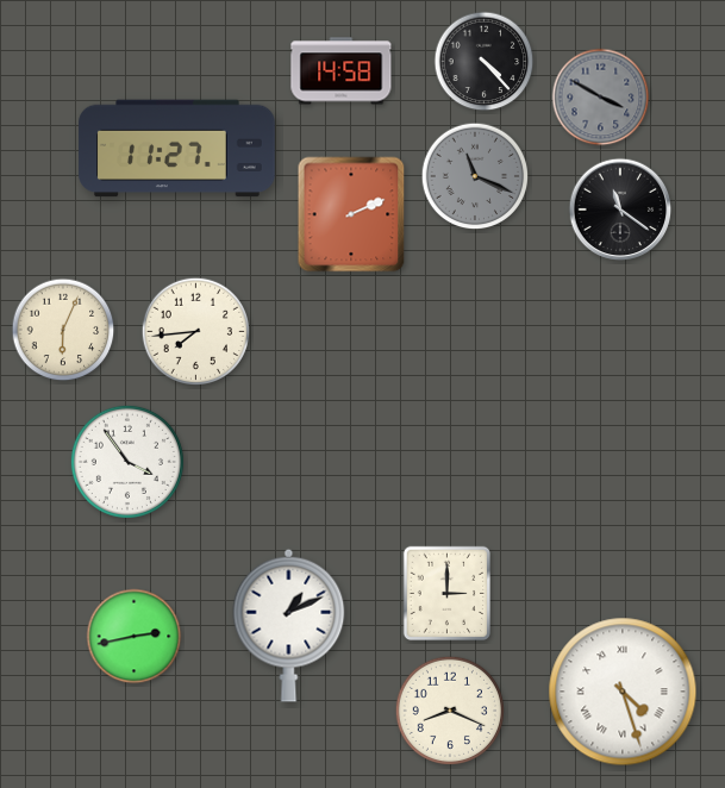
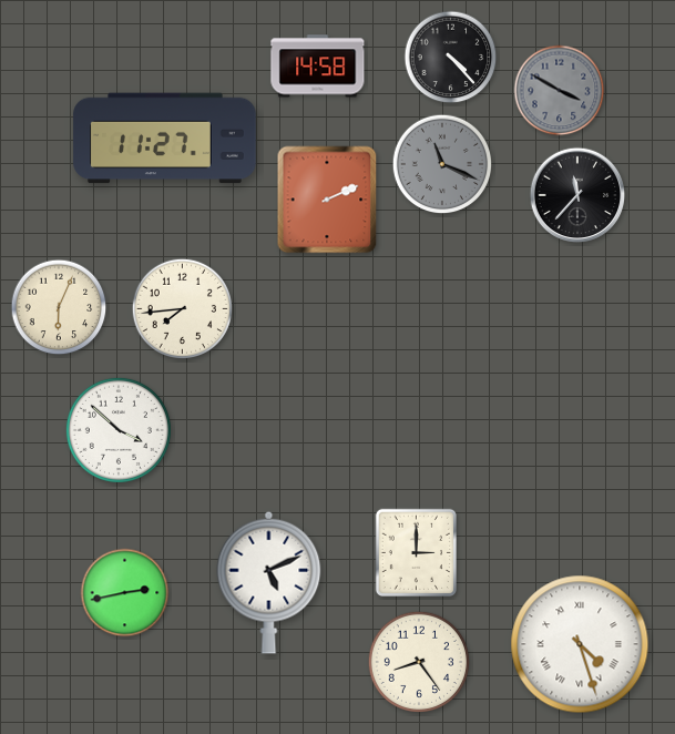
clock at (620, 209): 11:21 -> 11:37
clock at (127, 462): 3:54 -> 3:52
clock at (289, 625): 1:11 -> 5:11
clock at (449, 709): 8:19 -> 8:24
